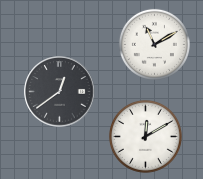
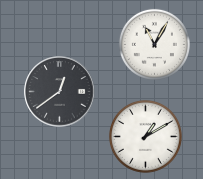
clock at (154, 44): 11:10 -> 11:05
clock at (145, 136): 12:10 -> 1:10
